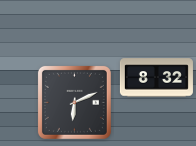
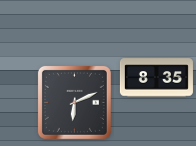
clock at (156, 78): 8:32 -> 8:35
